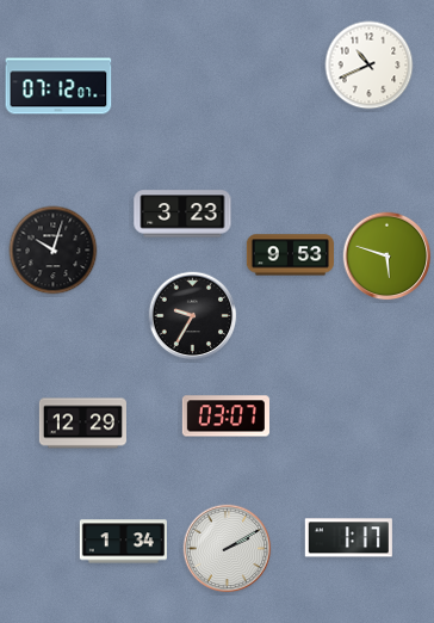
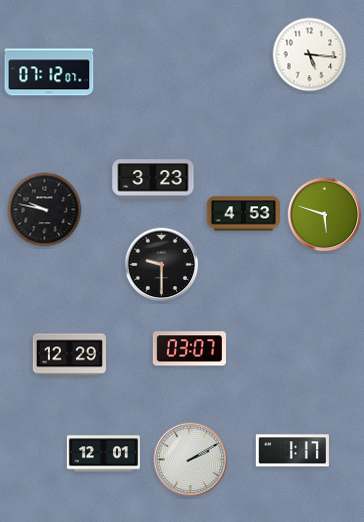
clock at (370, 66): 10:41 -> 5:16
clock at (54, 251): 10:03 -> 9:47
clock at (290, 255): 9:53 -> 4:53
clock at (193, 316): 9:35 -> 9:30
clock at (123, 542): 1:34 -> 12:01
